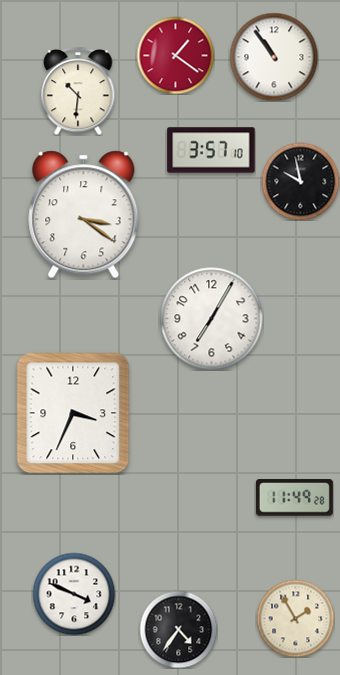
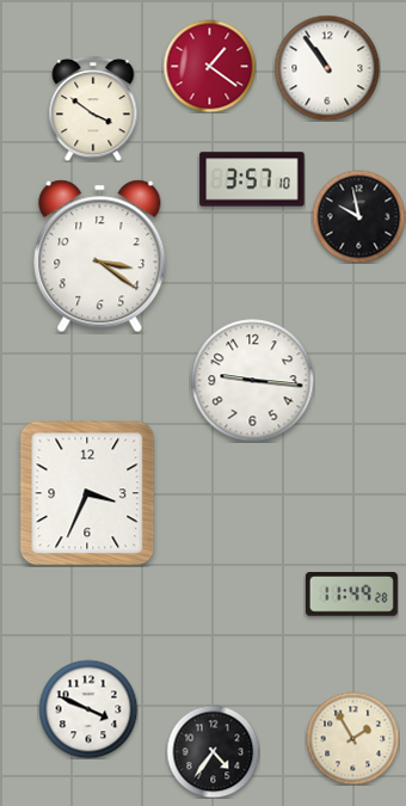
clock at (78, 91): 10:31 -> 3:51
clock at (212, 319): 7:05 -> 9:16
